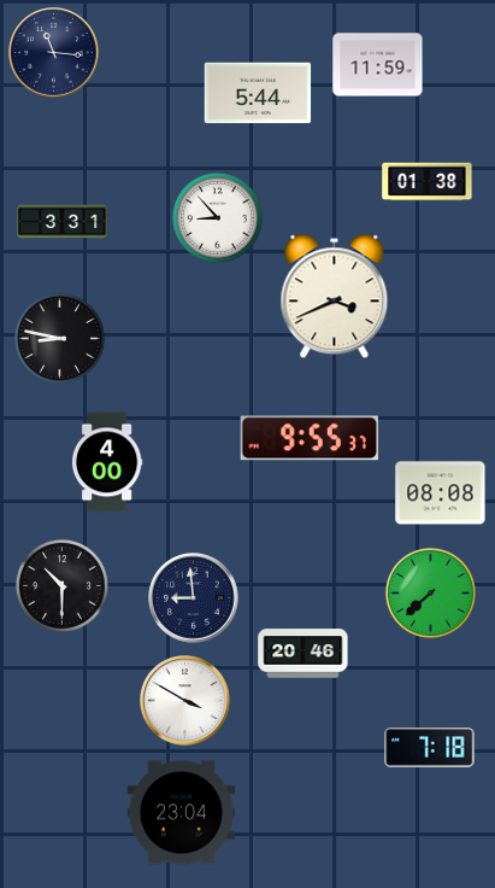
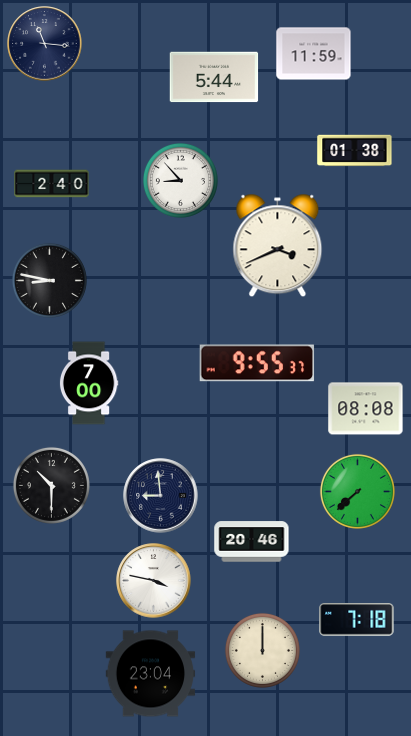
clock at (63, 222): 3:31 -> 2:40
clock at (107, 462): 4:00 -> 7:00
clock at (185, 701): 3:50 -> 3:47
clock at (262, 650): none -> 12:00
